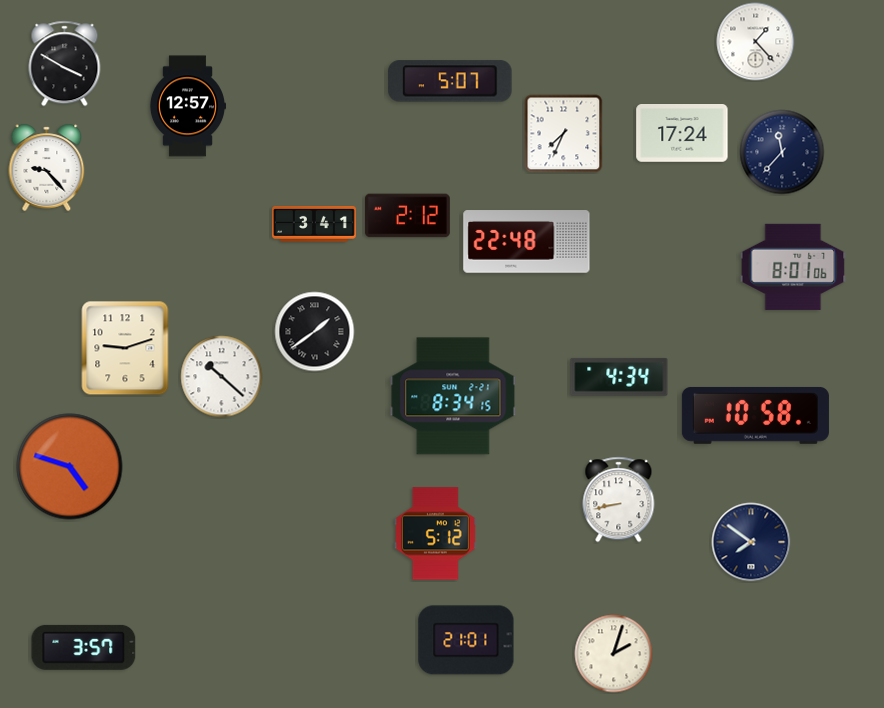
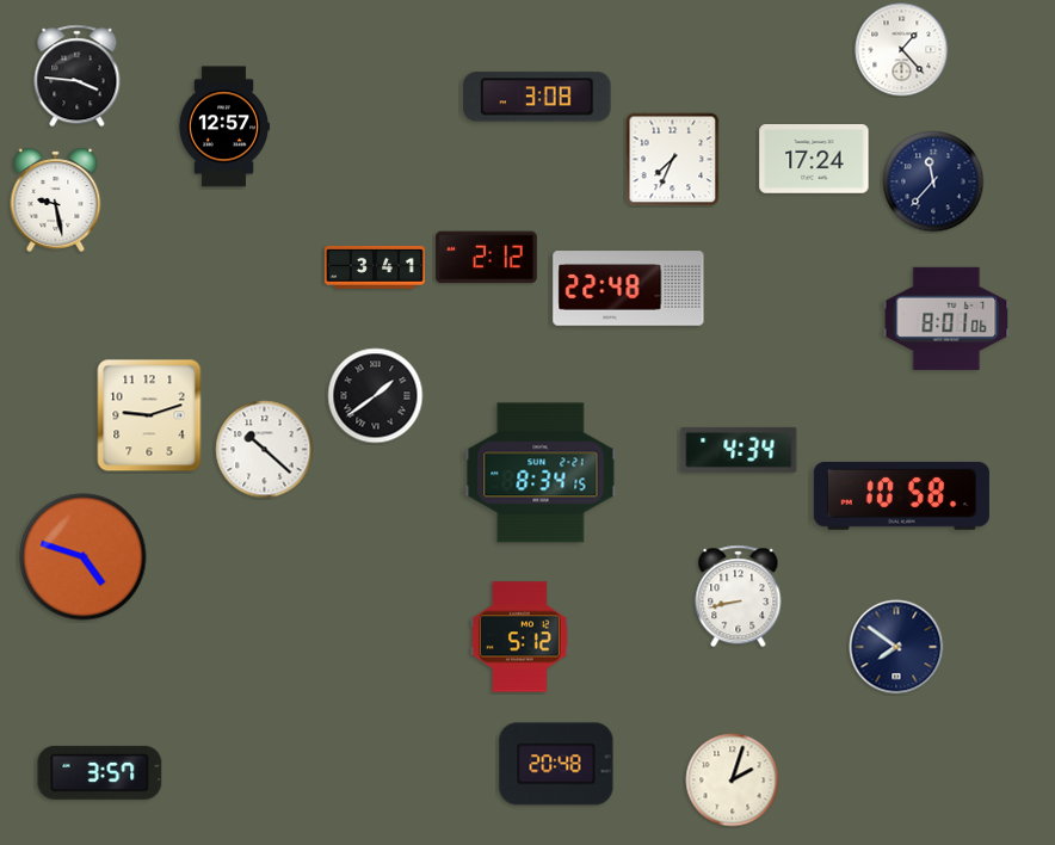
clock at (65, 64): 3:50 -> 3:46
clock at (450, 81): 5:07 -> 3:08
clock at (47, 167): 9:23 -> 9:28
clock at (466, 640): 21:01 -> 20:48
